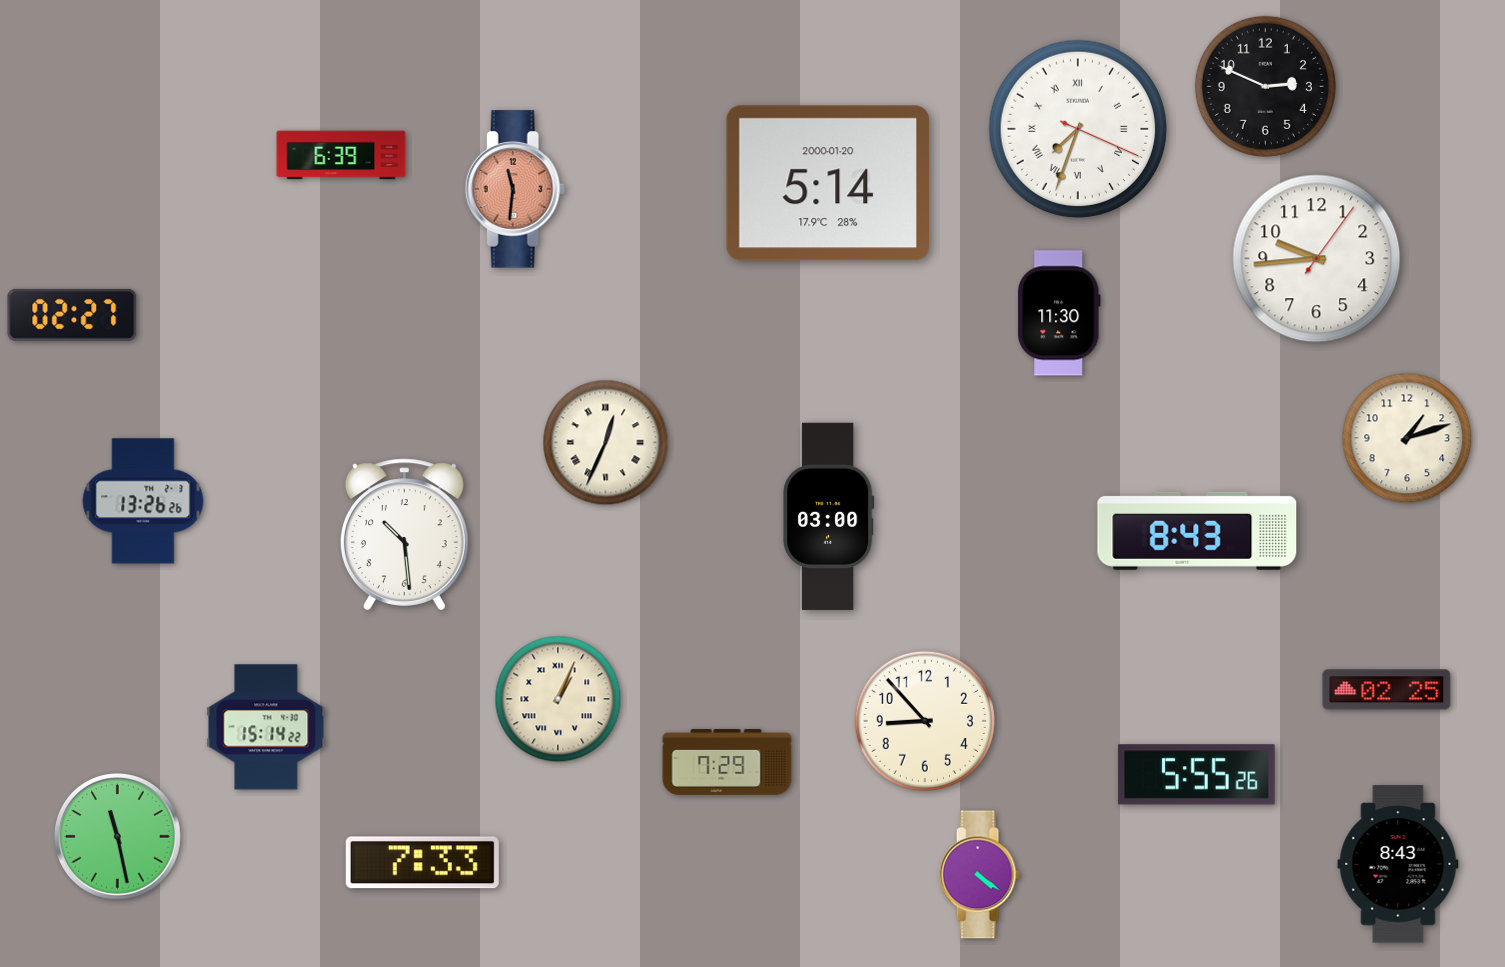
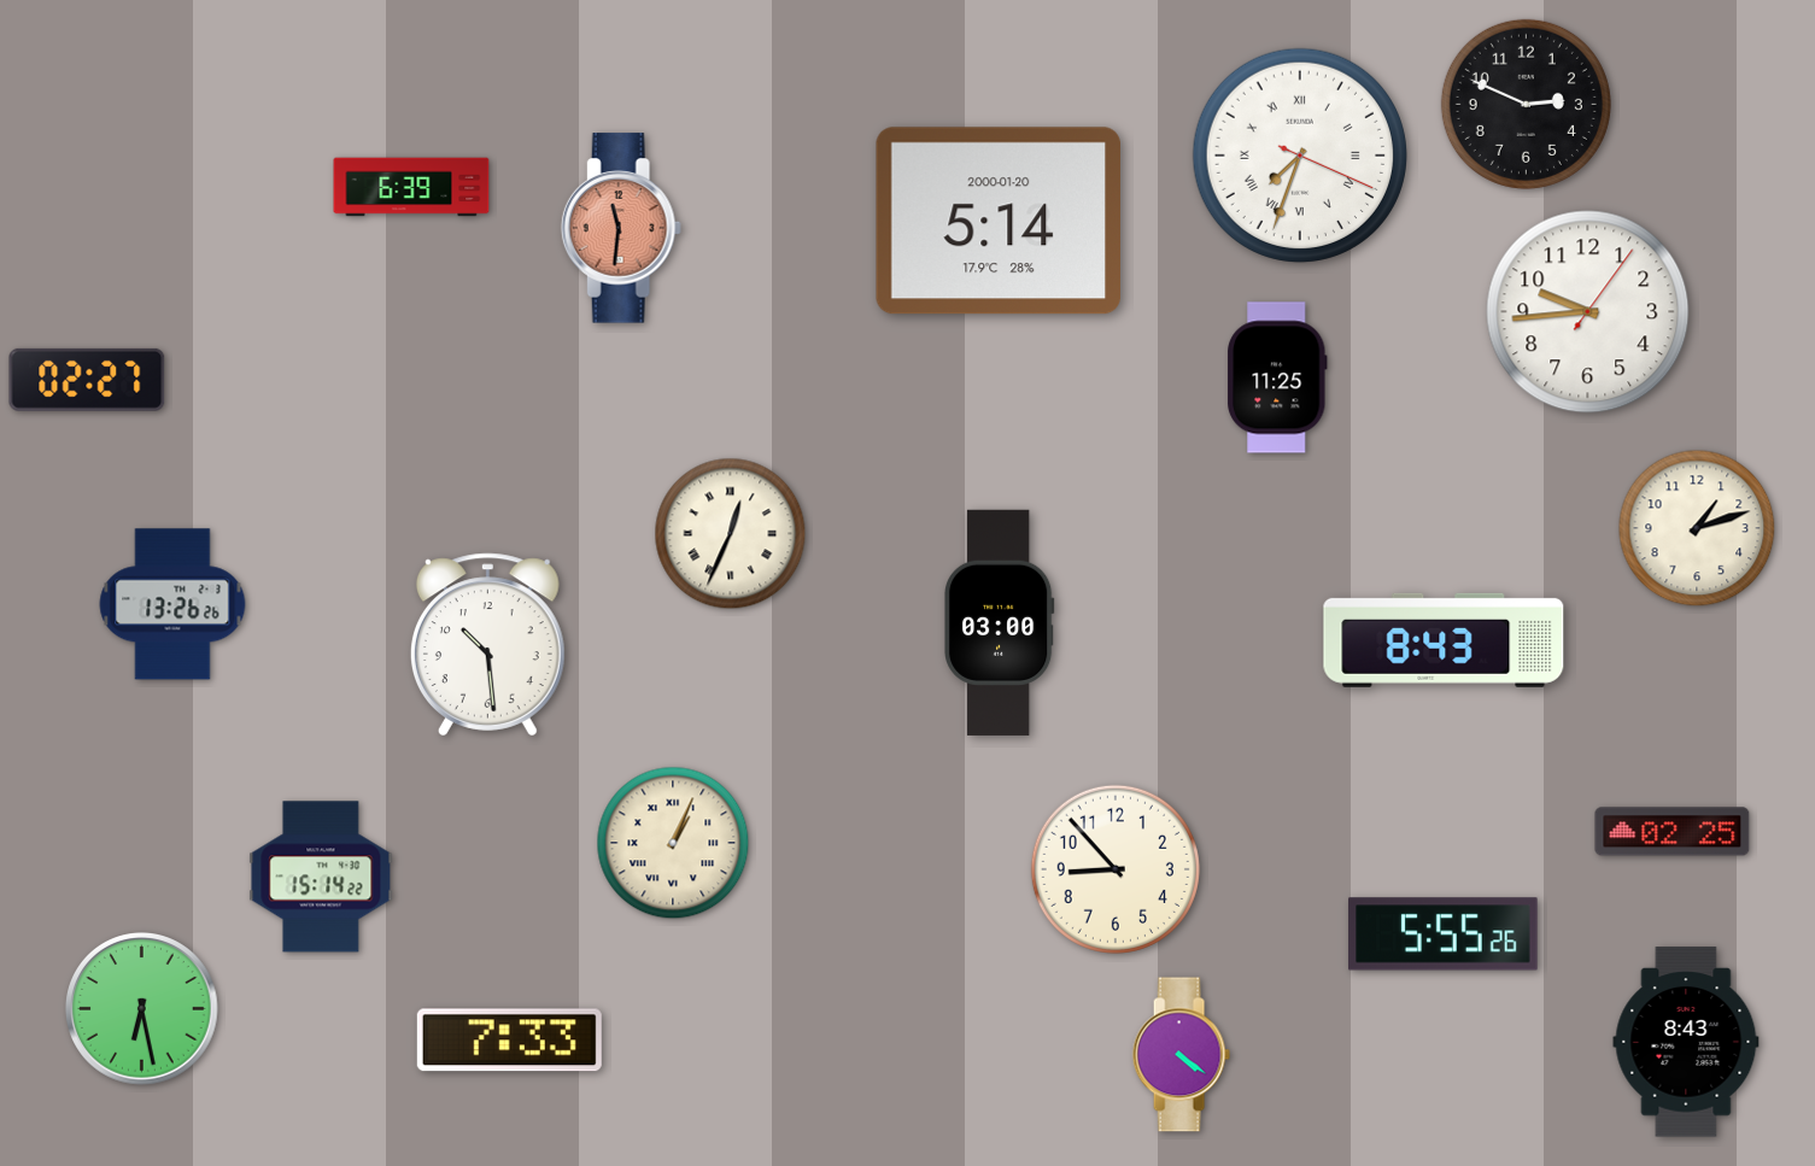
clock at (1059, 313): 11:30 -> 11:25
clock at (727, 763): 7:29 -> none
clock at (118, 837): 11:28 -> 6:28
